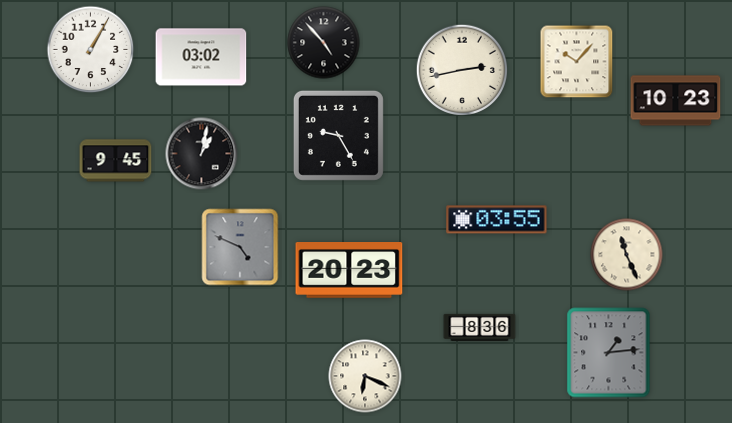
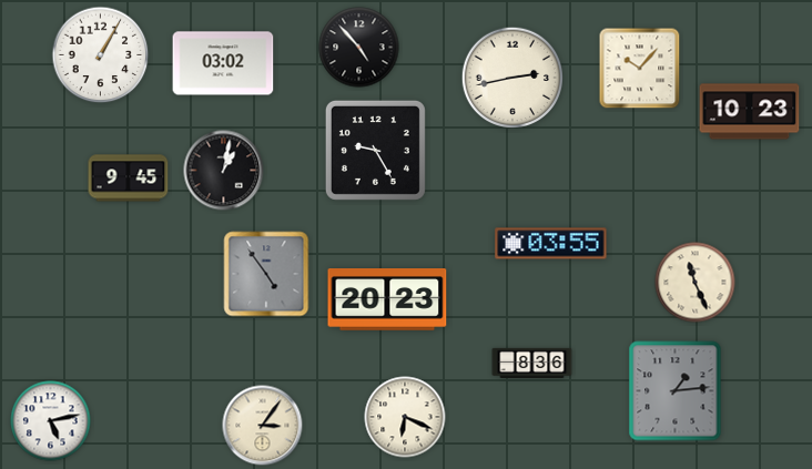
clock at (240, 247): 4:49 -> 4:54
clock at (51, 421): none -> 5:13
clock at (263, 426): none -> 3:06
